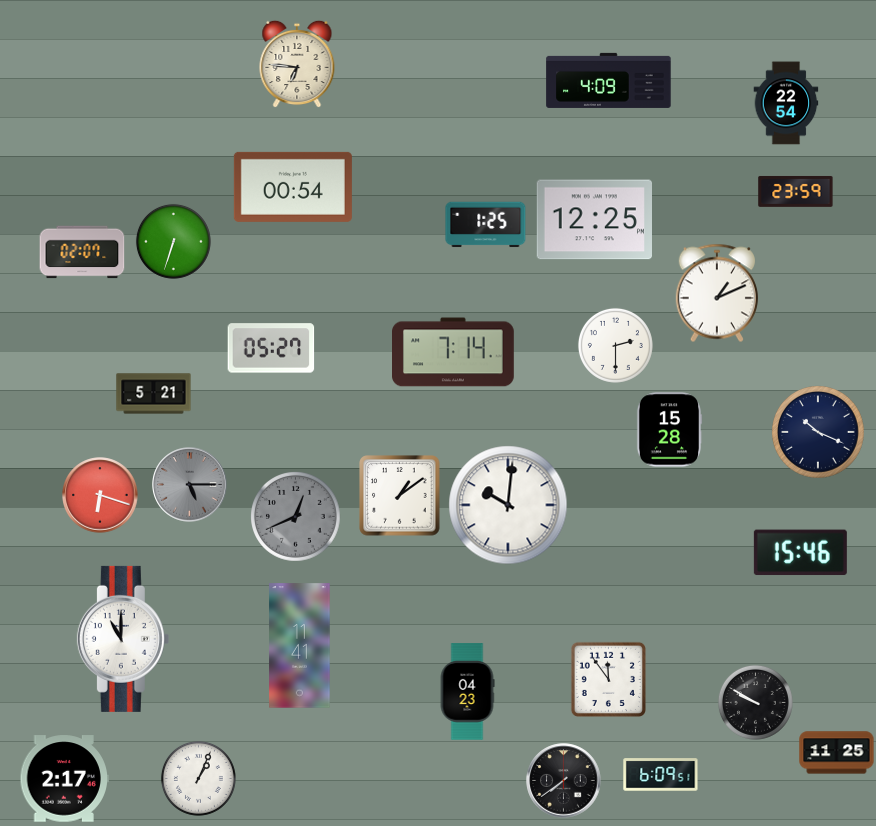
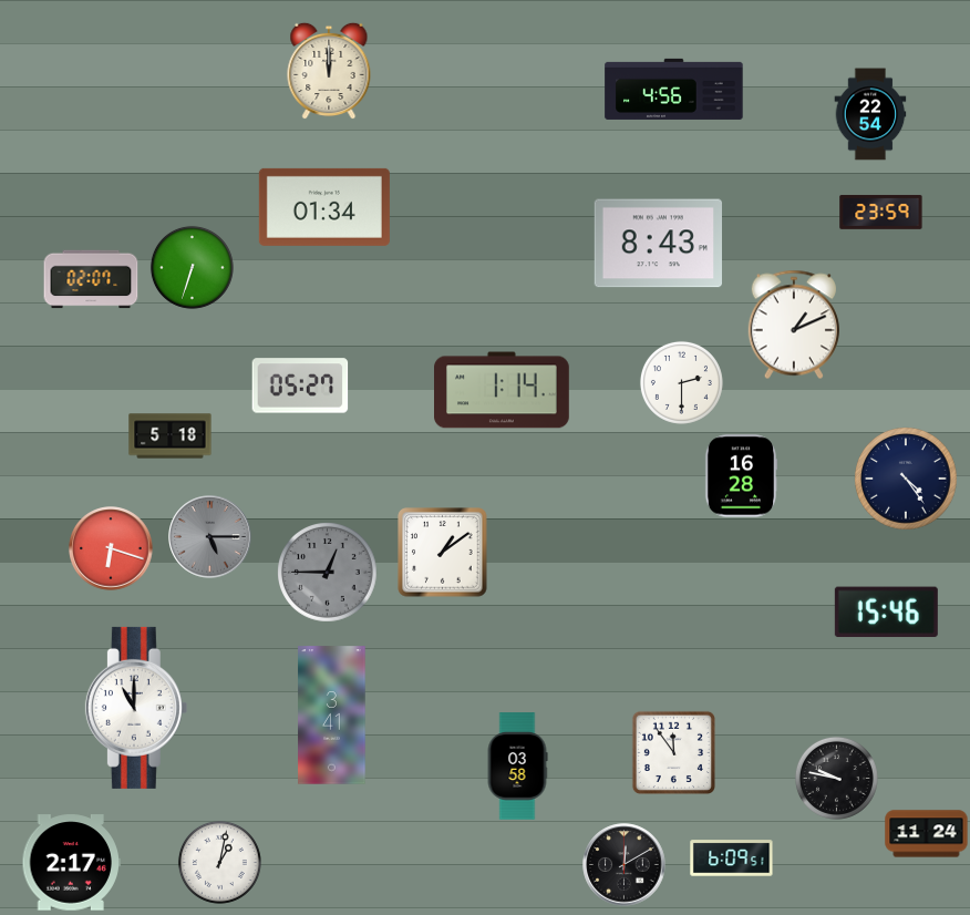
clock at (297, 64): 6:46 -> 12:00
clock at (609, 80): 4:09 -> 4:56
clock at (293, 187): 00:54 -> 01:34
clock at (594, 220): 12:25 -> 8:43
clock at (486, 225): 1:25 -> none
clock at (454, 352): 7:14 -> 1:14
clock at (154, 394): 5:21 -> 5:18
clock at (669, 430): 15:28 -> 16:28
clock at (818, 432): 10:19 -> 4:24
clock at (400, 496) position: (400, 496) -> (443, 553)
clock at (508, 505): 10:01 -> none
clock at (296, 517): 12:41 -> 12:45
clock at (300, 646): 11:41 -> 3:41
clock at (467, 692): 04:23 -> 03:58
clock at (755, 702): 9:50 -> 9:47
clock at (837, 753): 11:25 -> 11:24
clock at (198, 778): 1:04 -> 1:02
clock at (564, 781): 7:39 -> 12:10
